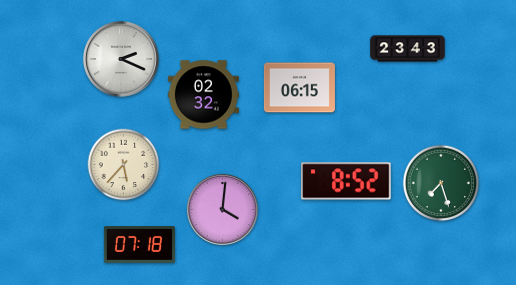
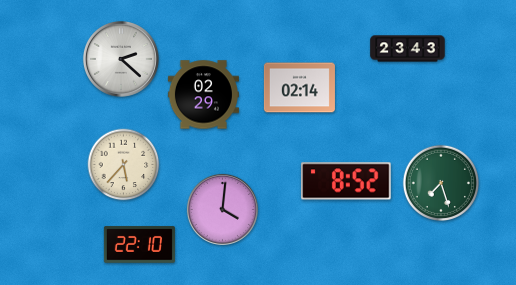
clock at (121, 59): 2:19 -> 2:22
clock at (299, 88): 06:15 -> 02:14
clock at (203, 95): 02:32 -> 02:29
clock at (139, 245): 07:18 -> 22:10
